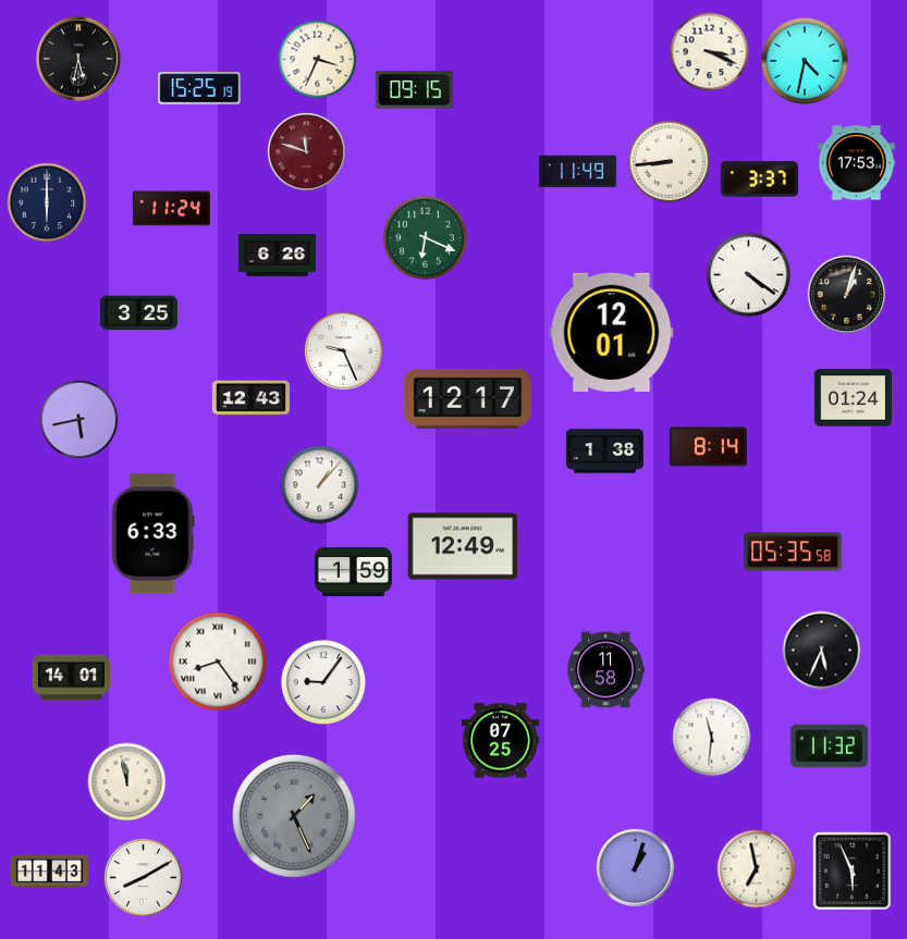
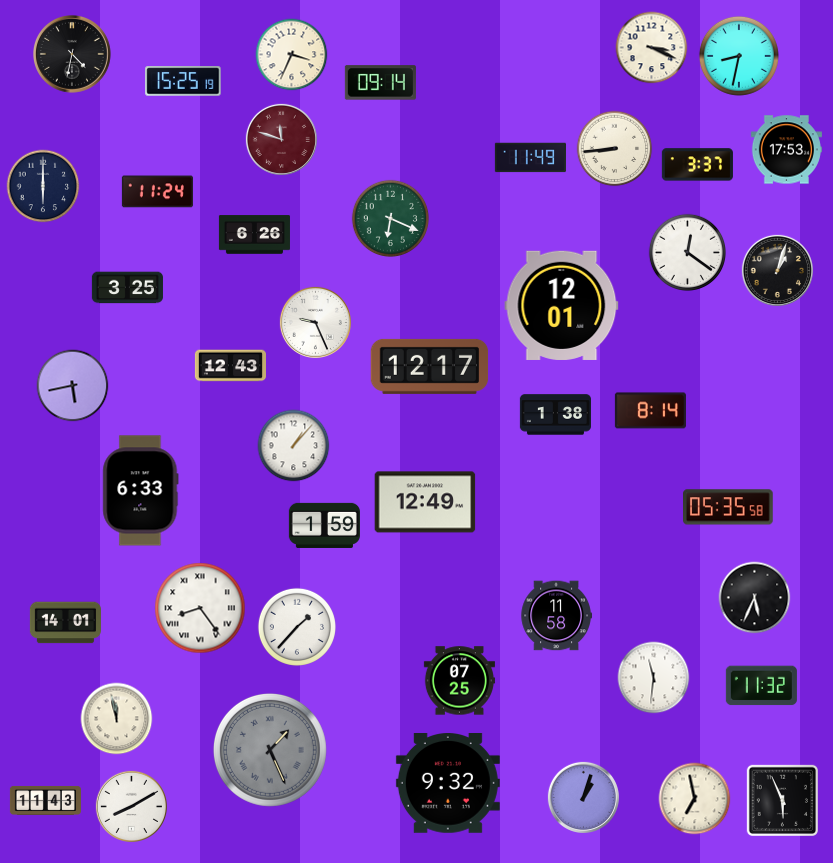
clock at (79, 60): 5:32 -> 4:32
clock at (805, 61): 4:32 -> 8:32
clock at (414, 90): 09:15 -> 09:14
clock at (748, 274): 4:21 -> 12:21
clock at (853, 398): 01:24 -> none
clock at (323, 682): 9:06 -> 1:37
clock at (448, 784): none -> 9:32
